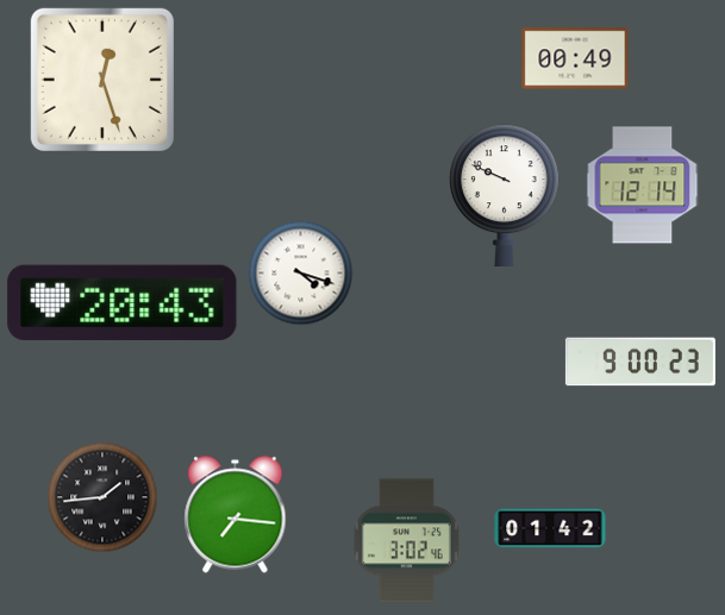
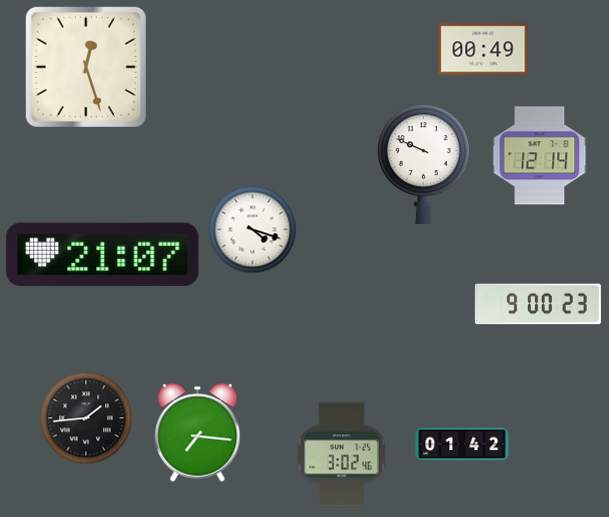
clock at (123, 302): 20:43 -> 21:07
